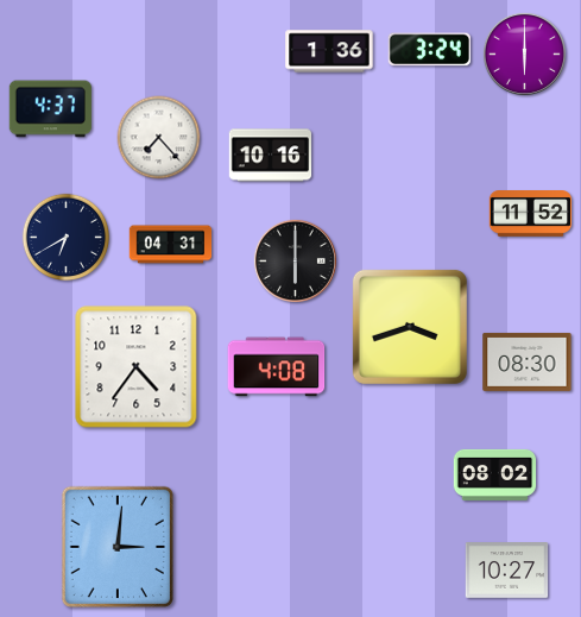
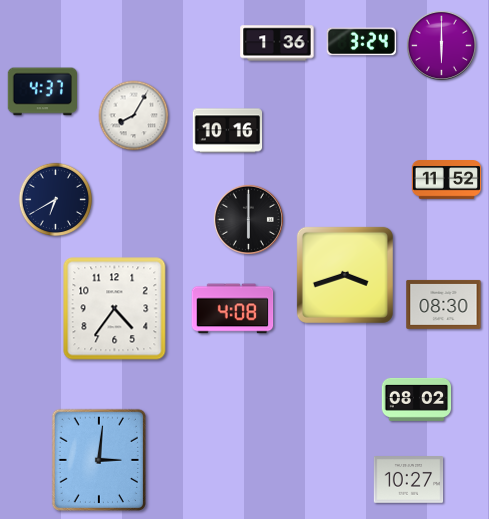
clock at (159, 138): 7:23 -> 8:05
clock at (171, 245): 04:31 -> none
clock at (507, 571) position: (507, 571) -> (409, 480)
